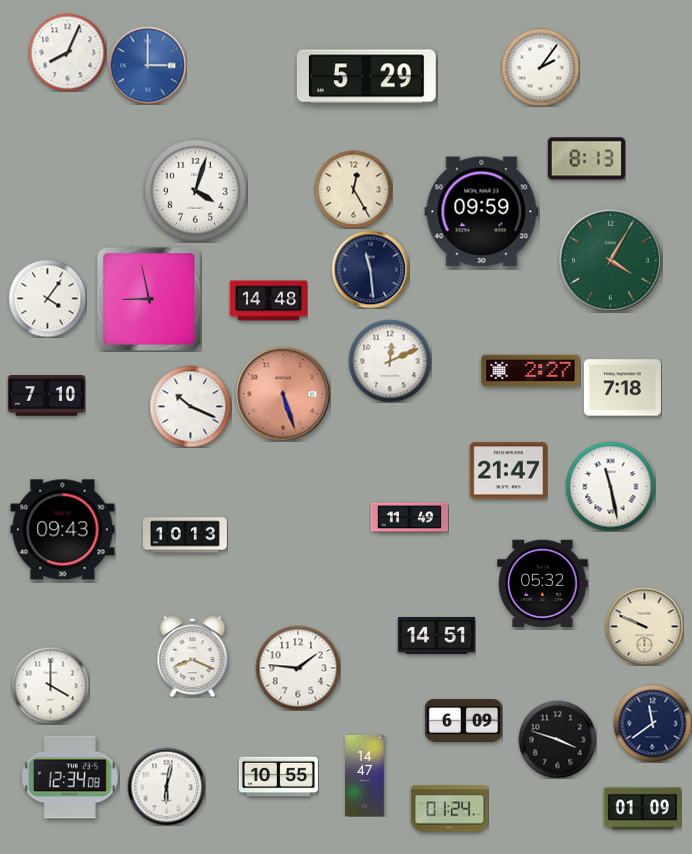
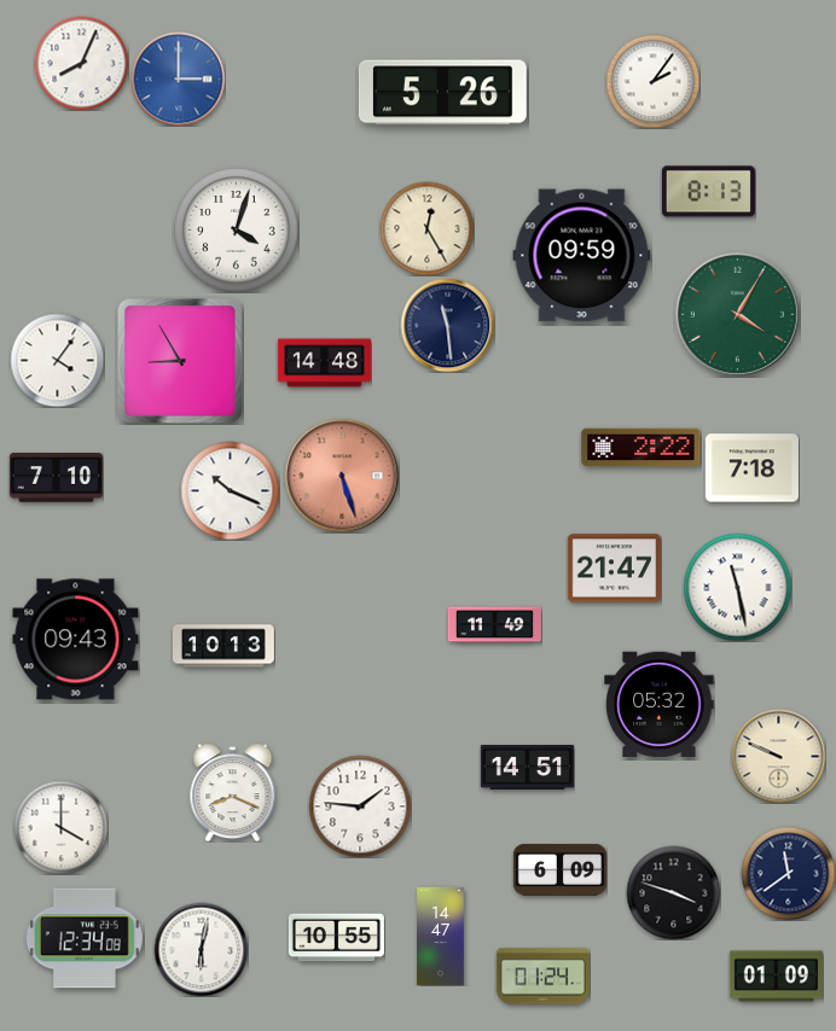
clock at (366, 77): 5:29 -> 5:26
clock at (149, 299): 8:58 -> 8:55
clock at (390, 361): 12:11 -> none
clock at (531, 371): 2:27 -> 2:22
clock at (543, 584) position: (543, 584) -> (660, 705)
